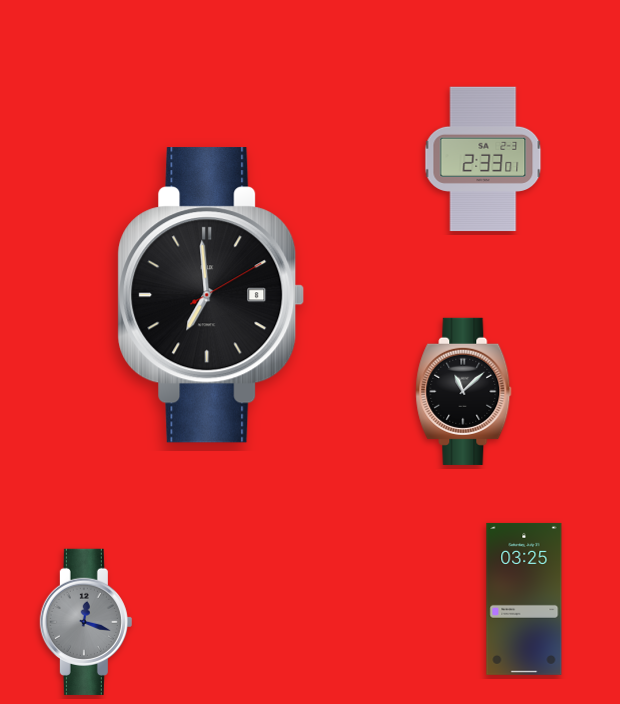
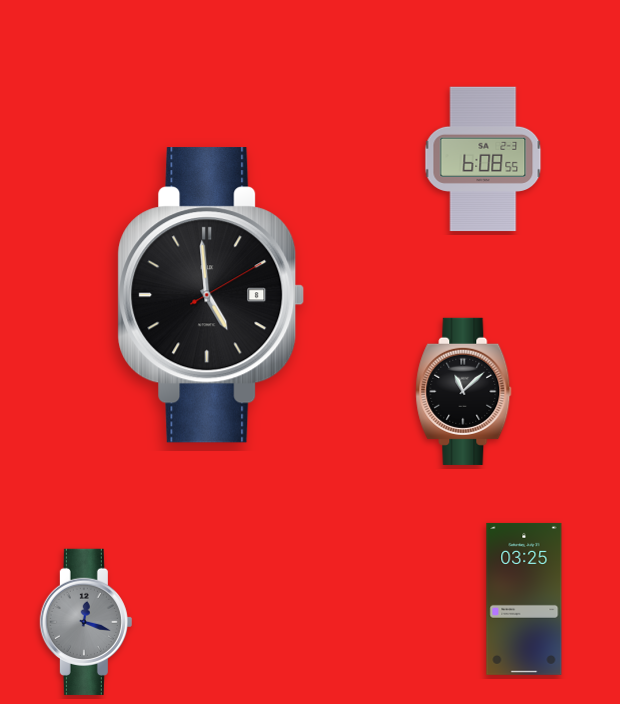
clock at (483, 159): 2:33 -> 6:08
clock at (211, 295): 6:59 -> 4:59
